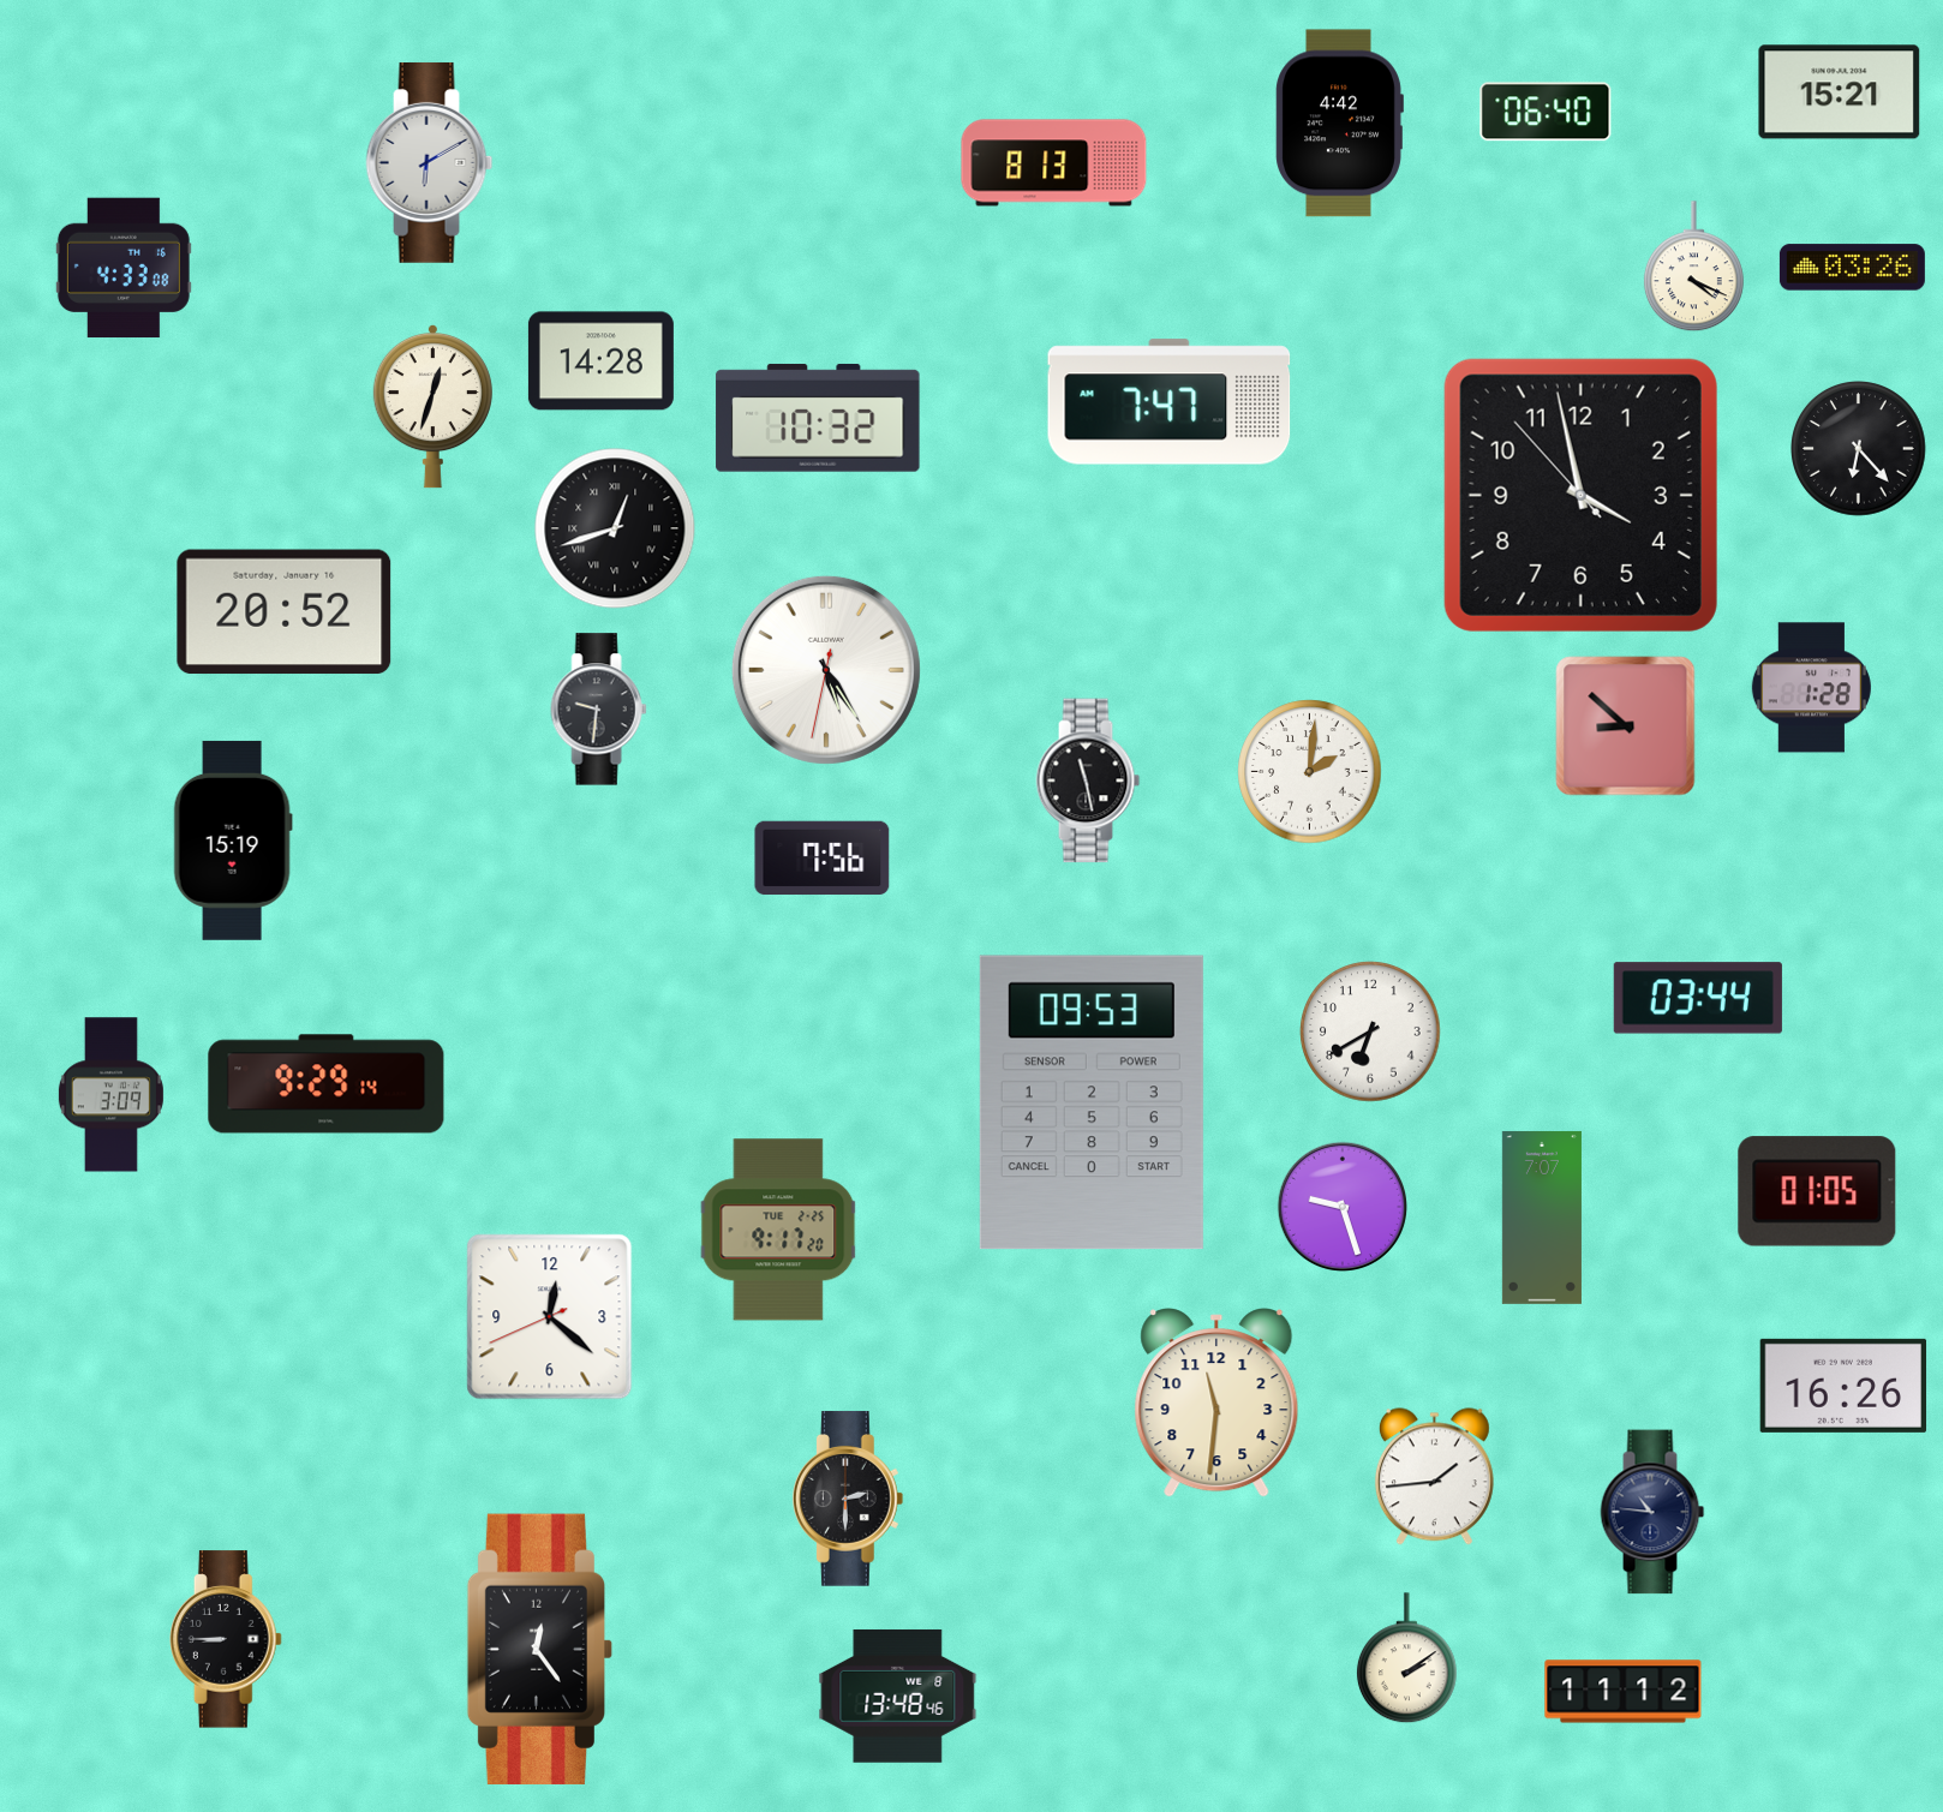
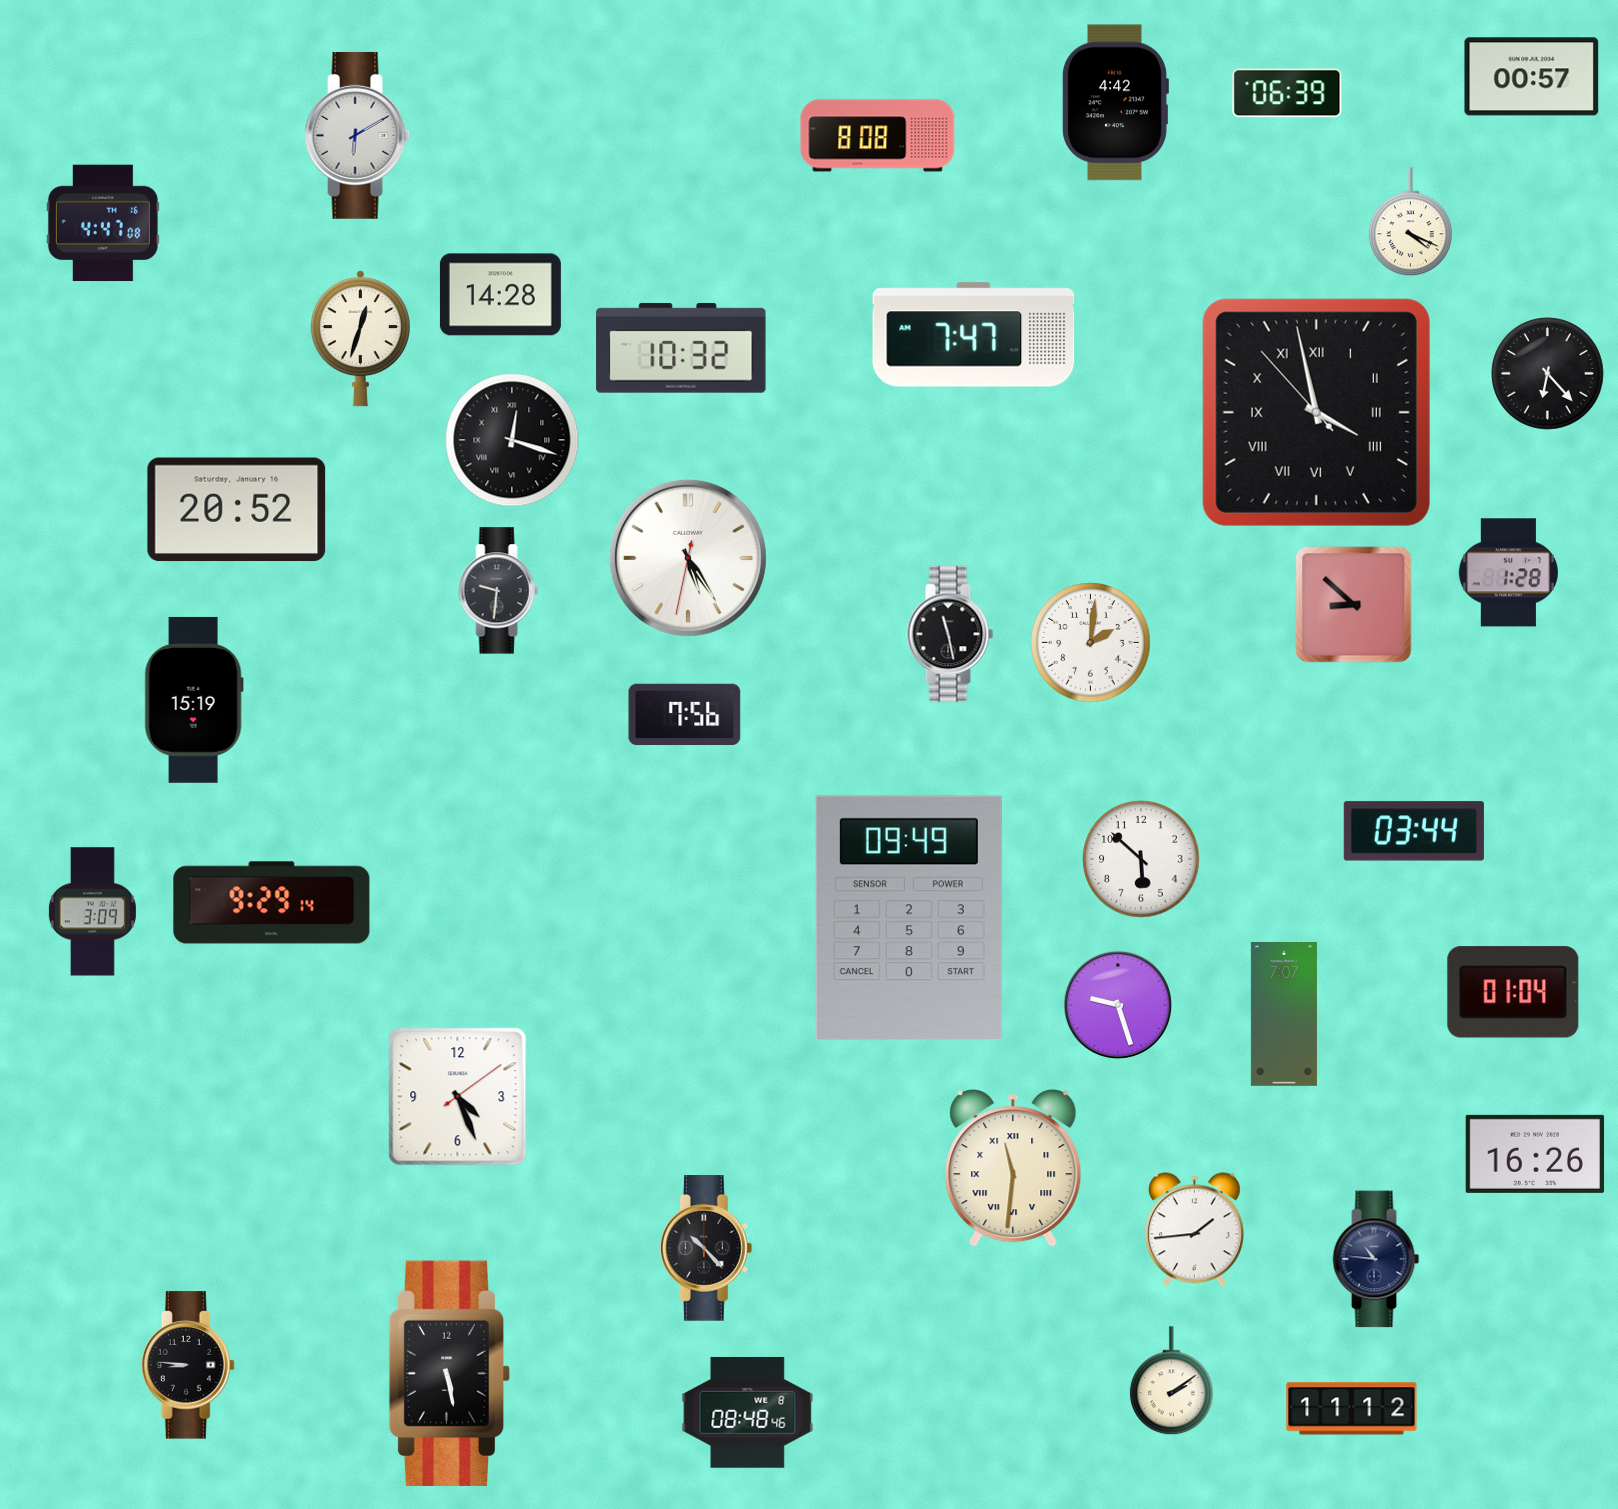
clock at (1840, 92): 15:21 -> 00:57
clock at (1546, 112): 06:40 -> 06:39
clock at (1054, 163): 8:13 -> 8:08
clock at (124, 268): 4:33 -> 4:47
clock at (1852, 268): 03:26 -> none
clock at (600, 361) position: (600, 361) -> (500, 295)
clock at (1580, 495) numerals: Arabic -> Roman
clock at (615, 528): 12:42 -> 12:18
clock at (1088, 781) position: (1088, 781) -> (950, 634)
clock at (1370, 1031): 6:40 -> 5:52
clock at (1092, 1102): 09:53 -> 09:49
clock at (1817, 1191): 01:05 -> 01:04
clock at (778, 1230): 9:17 -> none
clock at (550, 1317): 12:21 -> 4:26
clock at (1216, 1403) numerals: Arabic -> Roman
clock at (848, 1499): 2:30 -> 10:23
clock at (227, 1639): 8:45 -> 8:46
clock at (540, 1649): 12:24 -> 5:28
clock at (898, 1696): 13:48 -> 08:48
